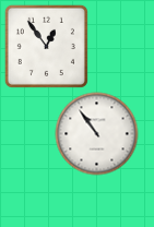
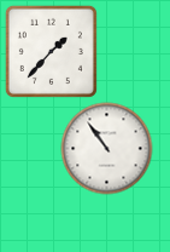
clock at (46, 46): 12:54 -> 1:37
